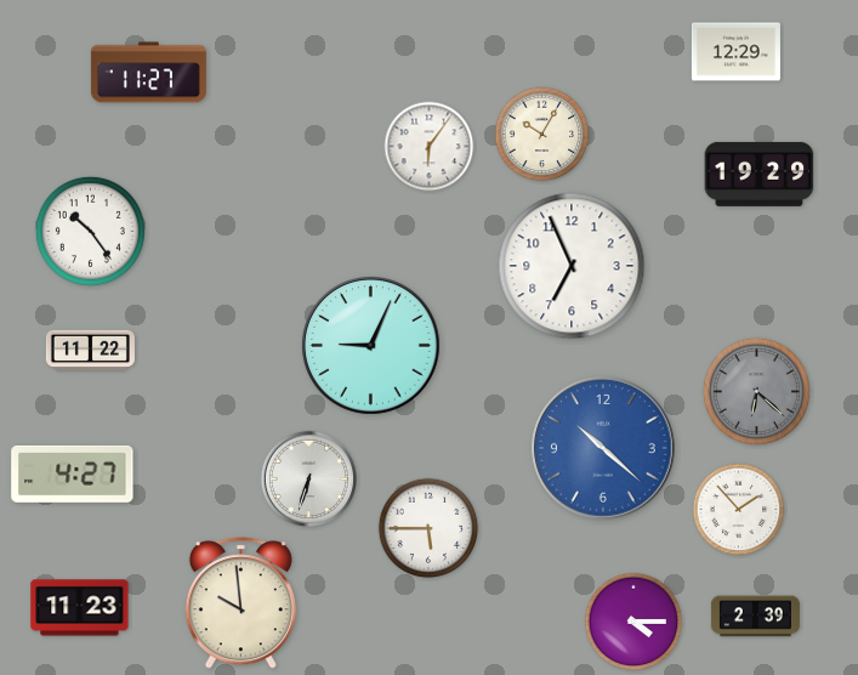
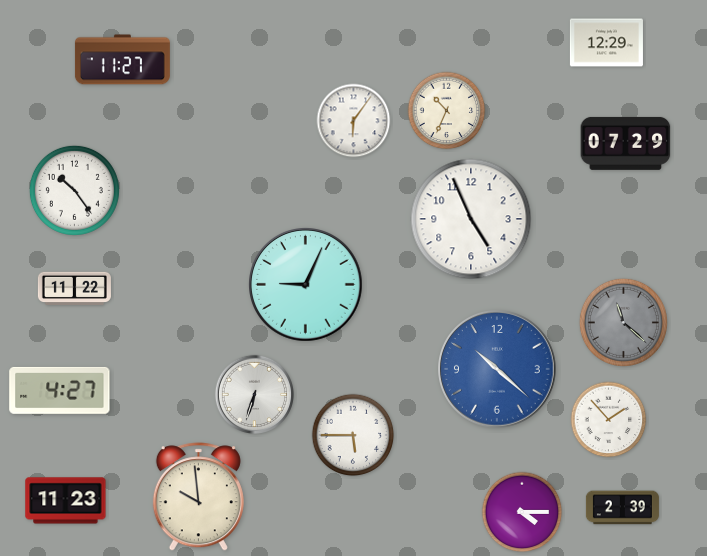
clock at (542, 135): 10:05 -> 10:34
clock at (760, 174): 19:29 -> 07:29
clock at (572, 266): 6:56 -> 4:56
clock at (756, 391): 6:22 -> 11:22
